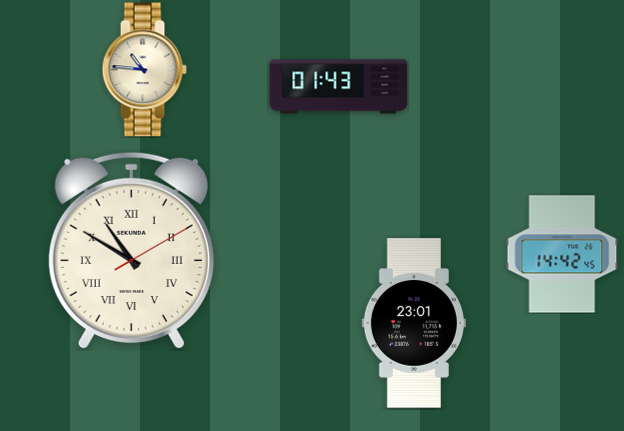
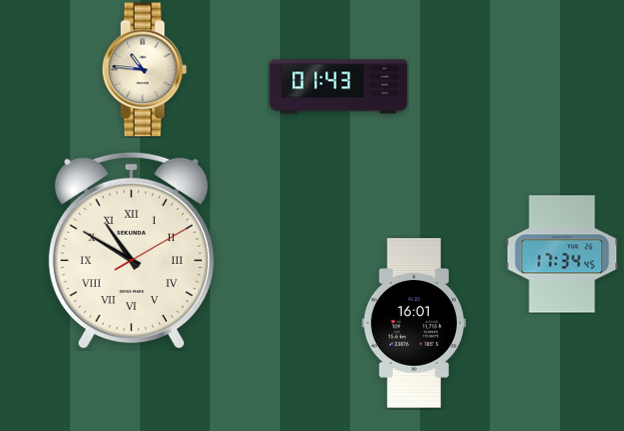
clock at (562, 254): 14:42 -> 17:34
clock at (414, 323): 23:01 -> 16:01
